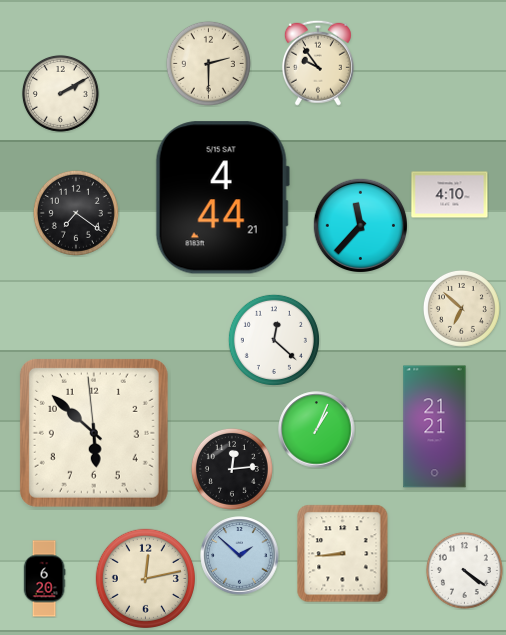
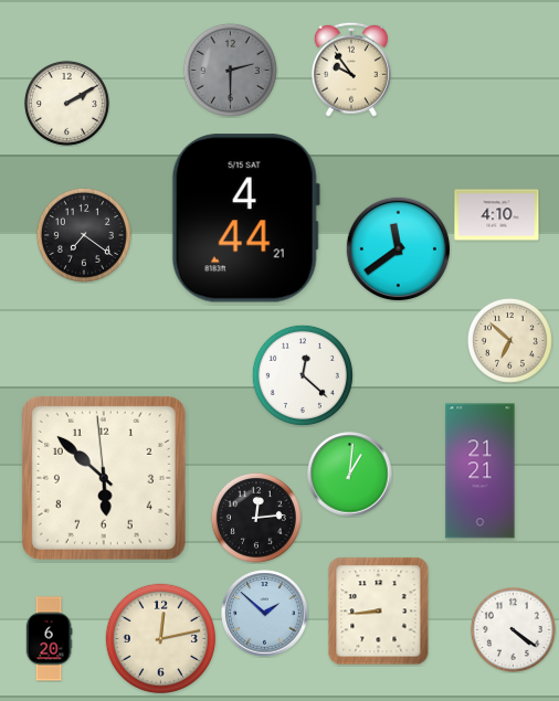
clock at (208, 63) dial: cream -> grey
clock at (360, 225): 11:37 -> 11:39
clock at (317, 430): 1:04 -> 1:01
